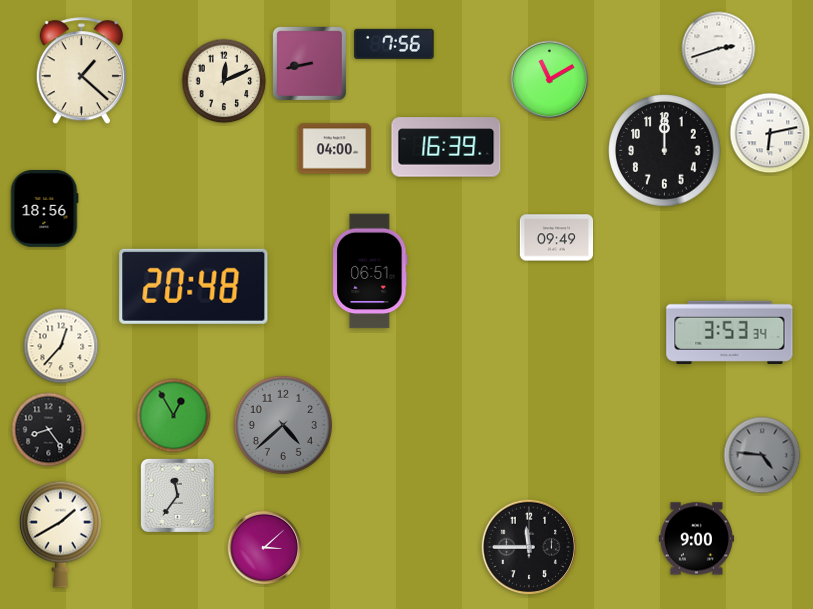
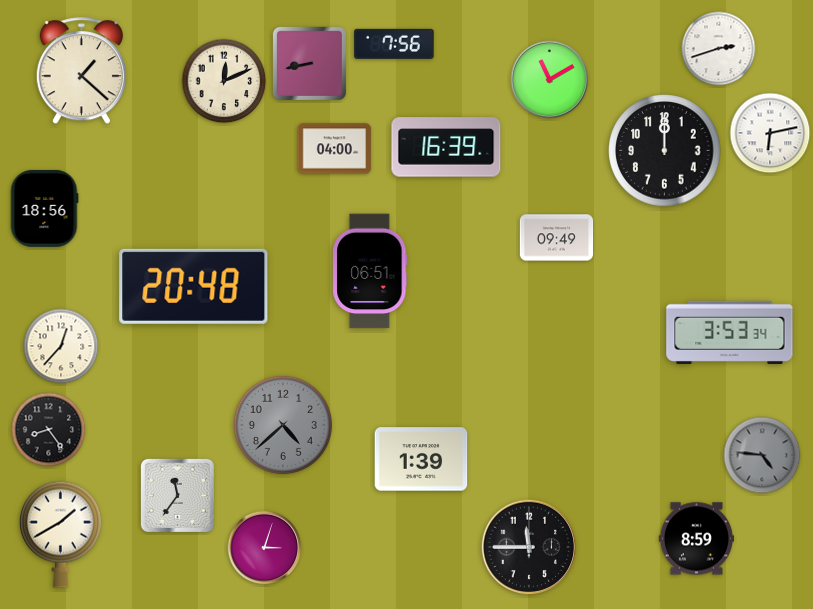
clock at (174, 416): 12:55 -> none
clock at (421, 459): none -> 1:39
clock at (696, 539): 9:00 -> 8:59
clock at (265, 548): 3:08 -> 3:03
